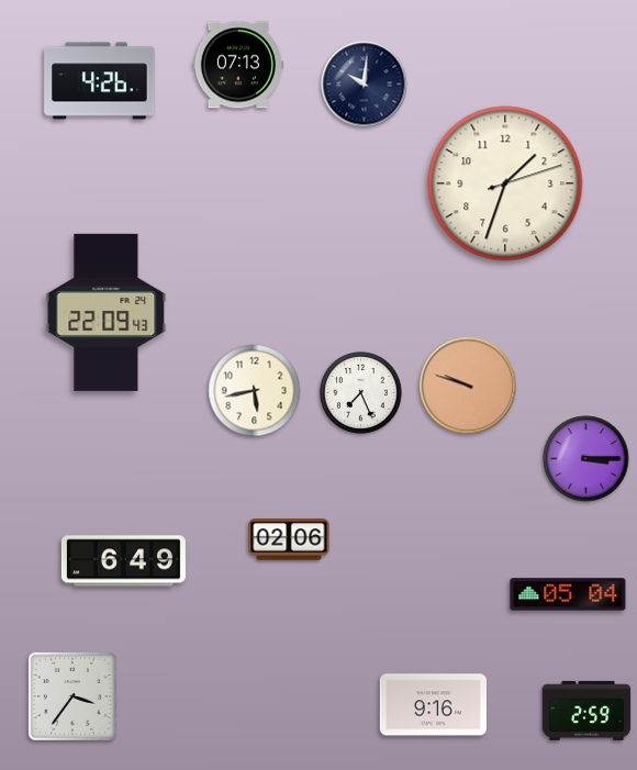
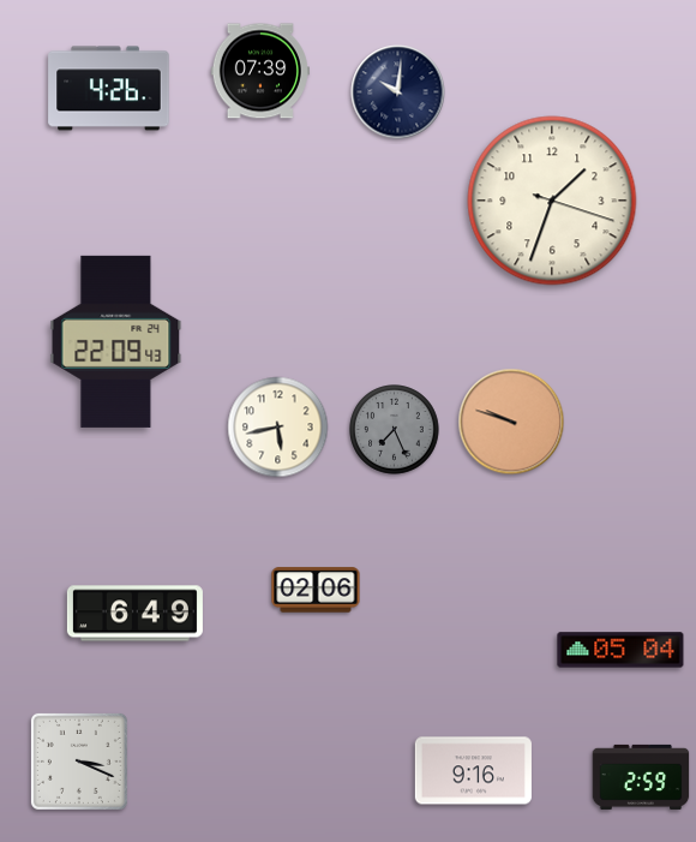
clock at (238, 65): 07:13 -> 07:39
clock at (505, 183): 1:33:12 -> 1:33:18
clock at (361, 393) dial: white -> grey
clock at (586, 459): 3:15 -> none
clock at (72, 696): 3:36 -> 3:19
